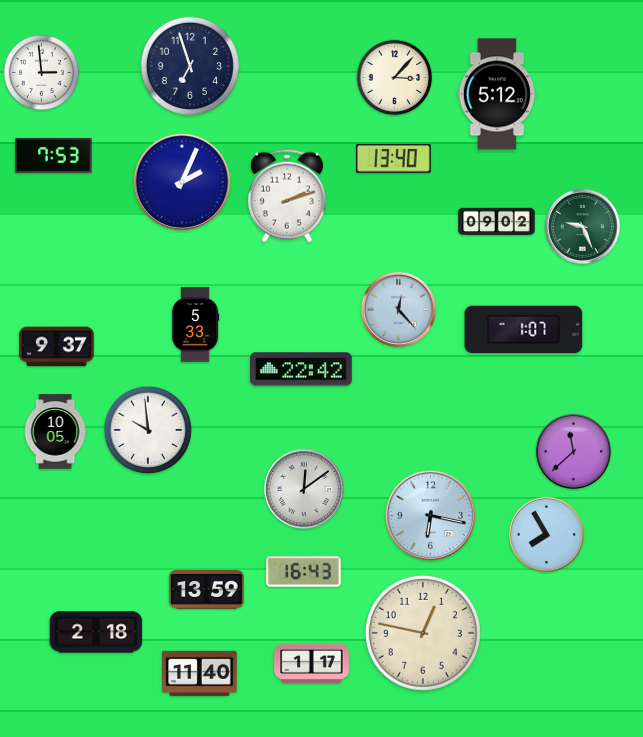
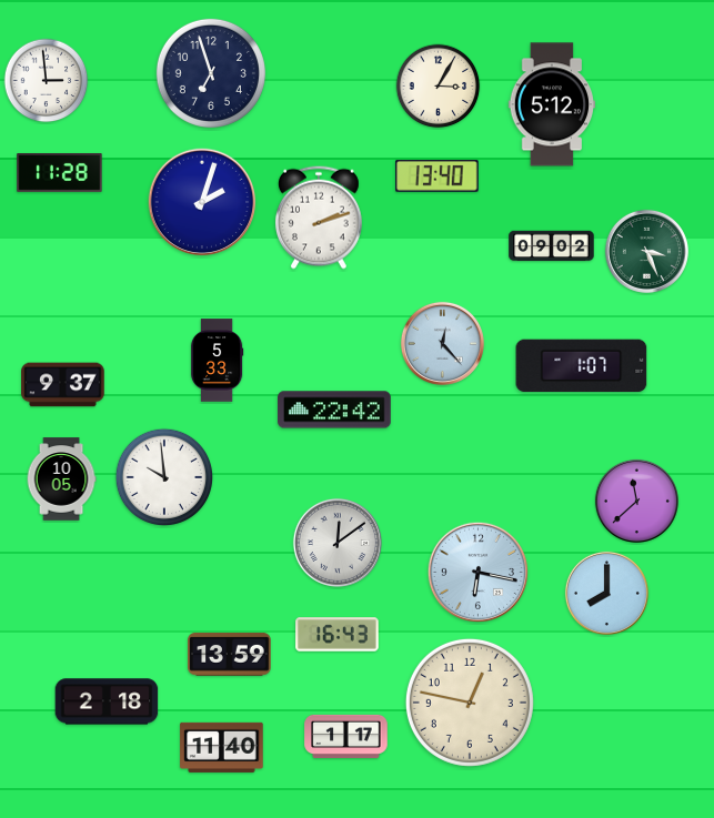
clock at (395, 78): 3:07 -> 3:05
clock at (54, 156): 7:53 -> 11:28
clock at (182, 182): 2:04 -> 2:03
clock at (582, 226): 9:26 -> 3:26
clock at (546, 534): 7:55 -> 8:00
